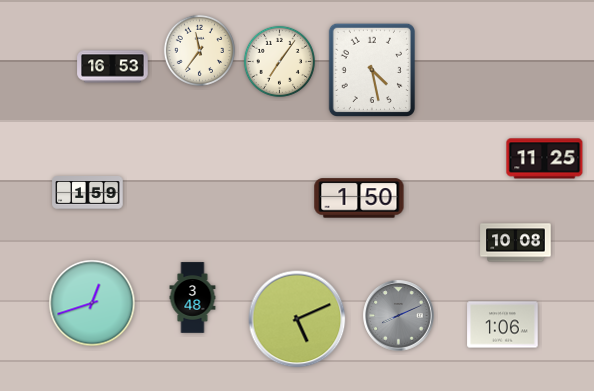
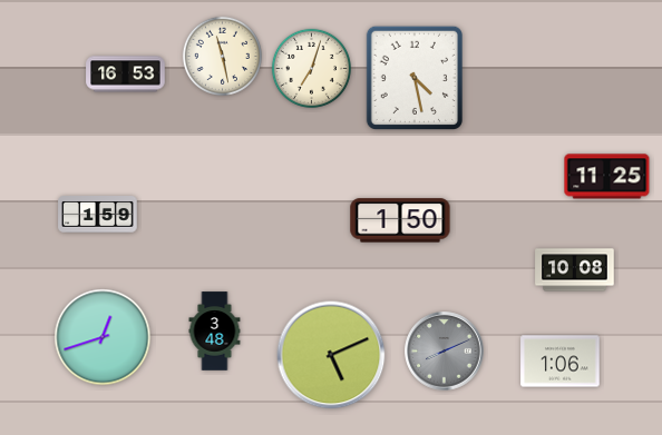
clock at (199, 50): 11:36 -> 11:28
clock at (279, 61): 7:06 -> 7:03
